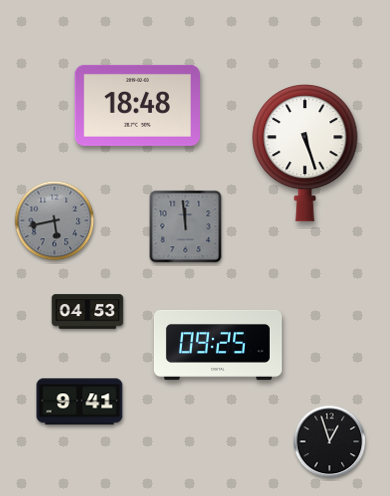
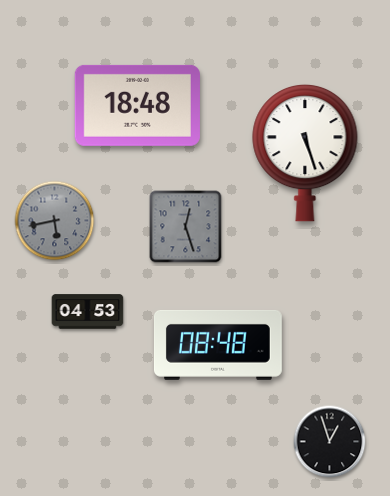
clock at (186, 227): 11:59 -> 12:27
clock at (218, 345): 09:25 -> 08:48
clock at (80, 402): 9:41 -> none
